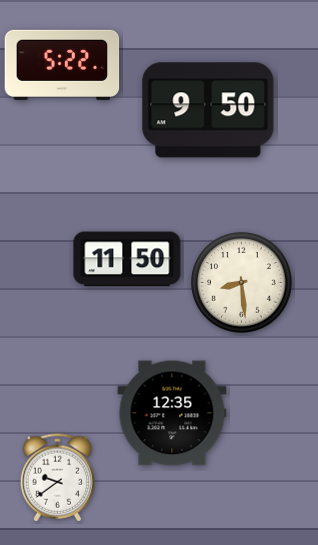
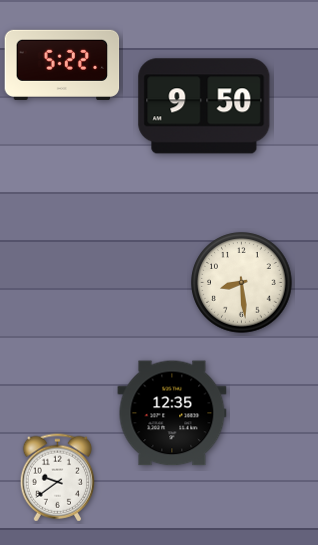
clock at (208, 110) position: (208, 110) -> (204, 106)
clock at (127, 259): 11:50 -> none
